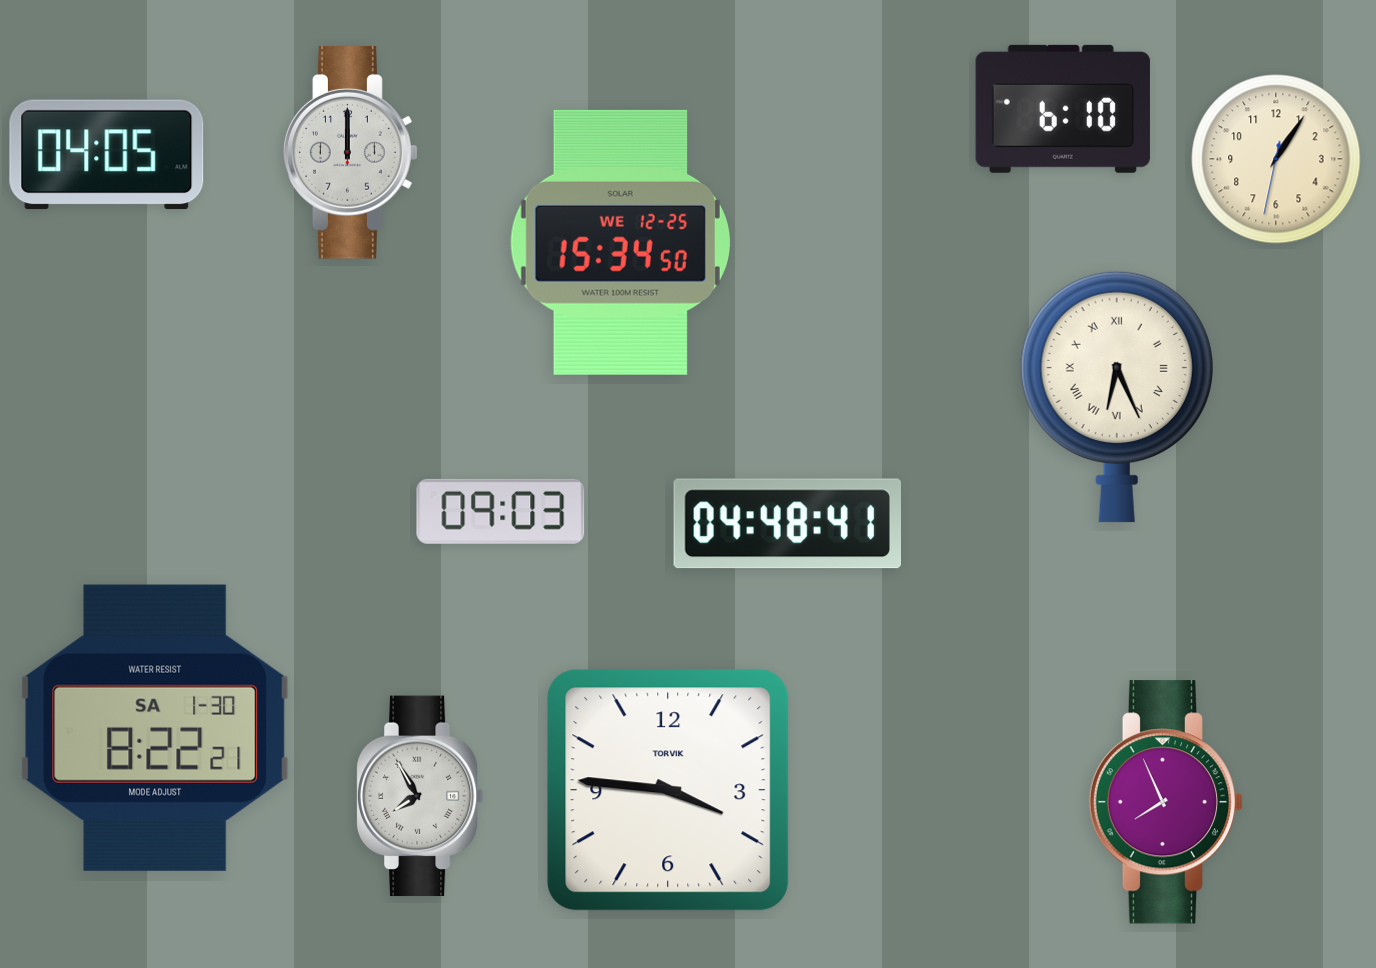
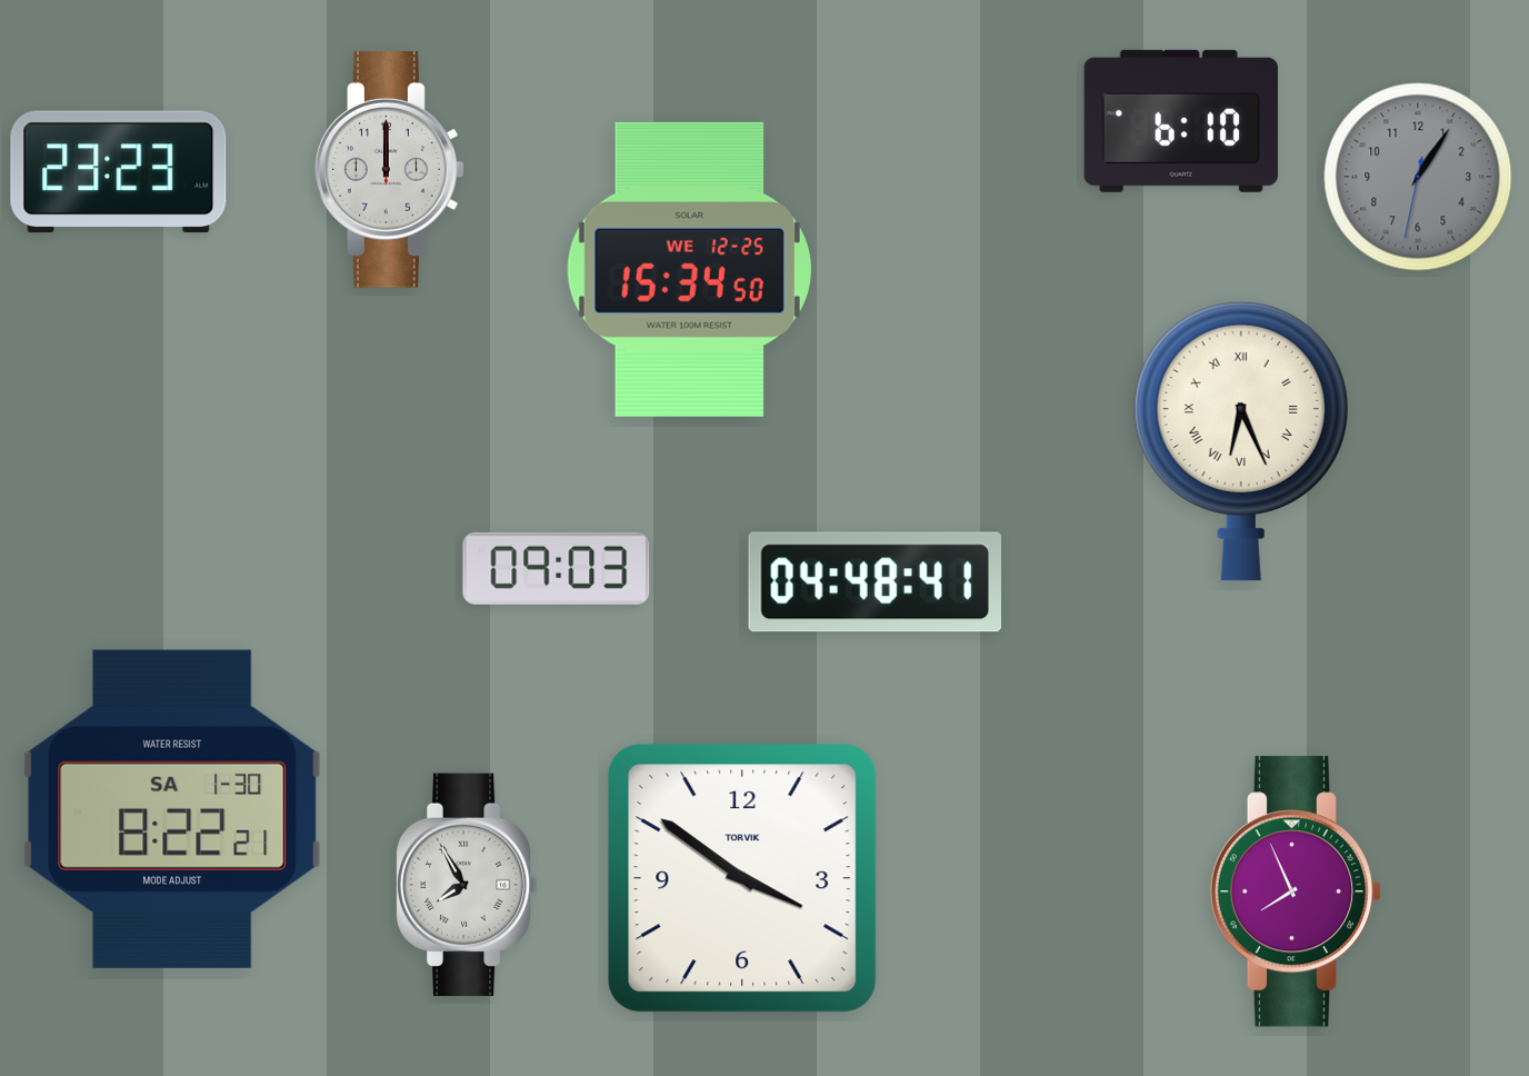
clock at (107, 155): 04:05 -> 23:23
clock at (1276, 159) dial: cream -> grey
clock at (668, 790): 3:46 -> 3:51
